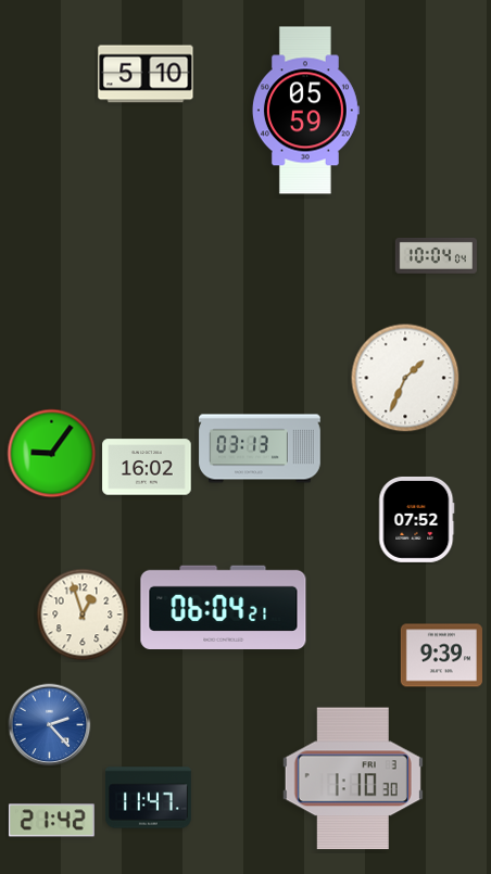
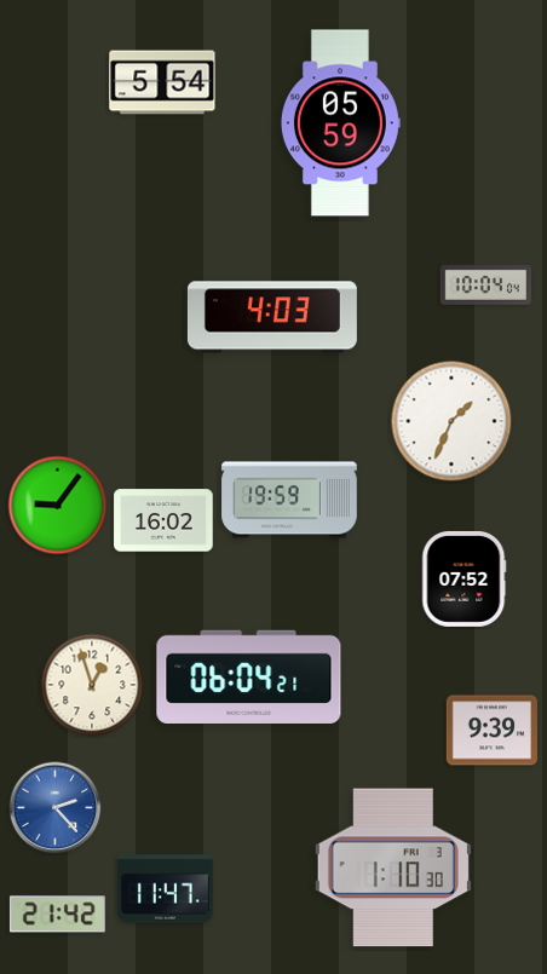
clock at (146, 74): 5:10 -> 5:54
clock at (272, 317): none -> 4:03
clock at (260, 448): 03:13 -> 19:59
